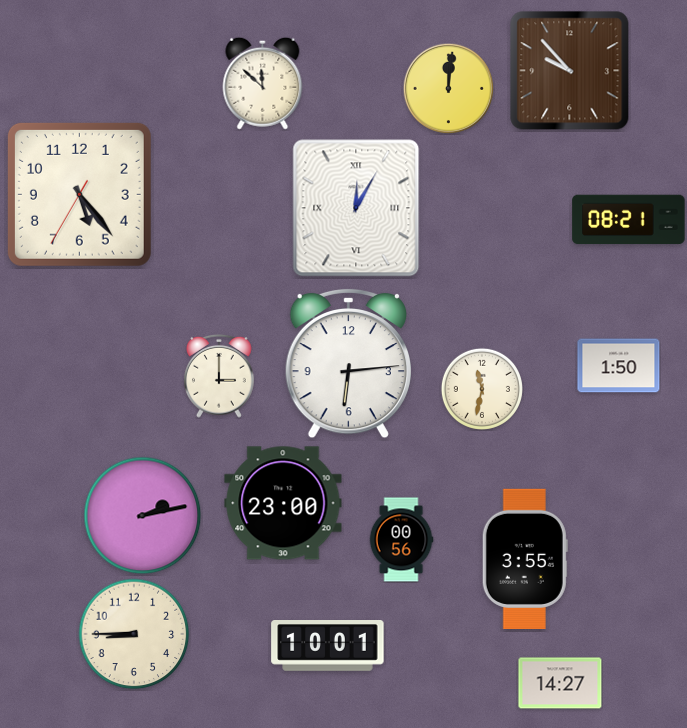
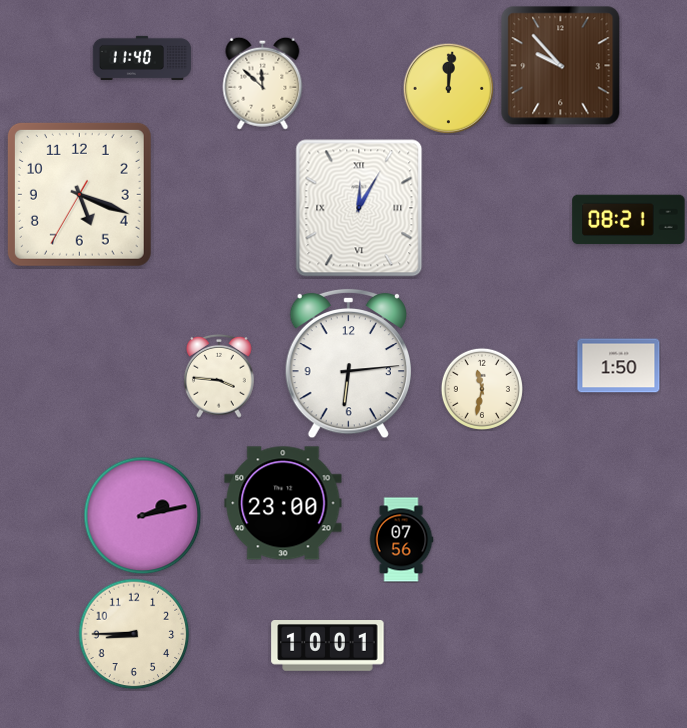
clock at (142, 58): none -> 11:40
clock at (570, 71) position: (570, 71) -> (561, 66)
clock at (79, 194): 5:23 -> 5:18
clock at (356, 208) position: (356, 208) -> (359, 208)
clock at (220, 376): 3:00 -> 3:46
clock at (401, 540): 00:56 -> 07:56
clock at (525, 559): 3:55 -> none
clock at (560, 683): 14:27 -> none
